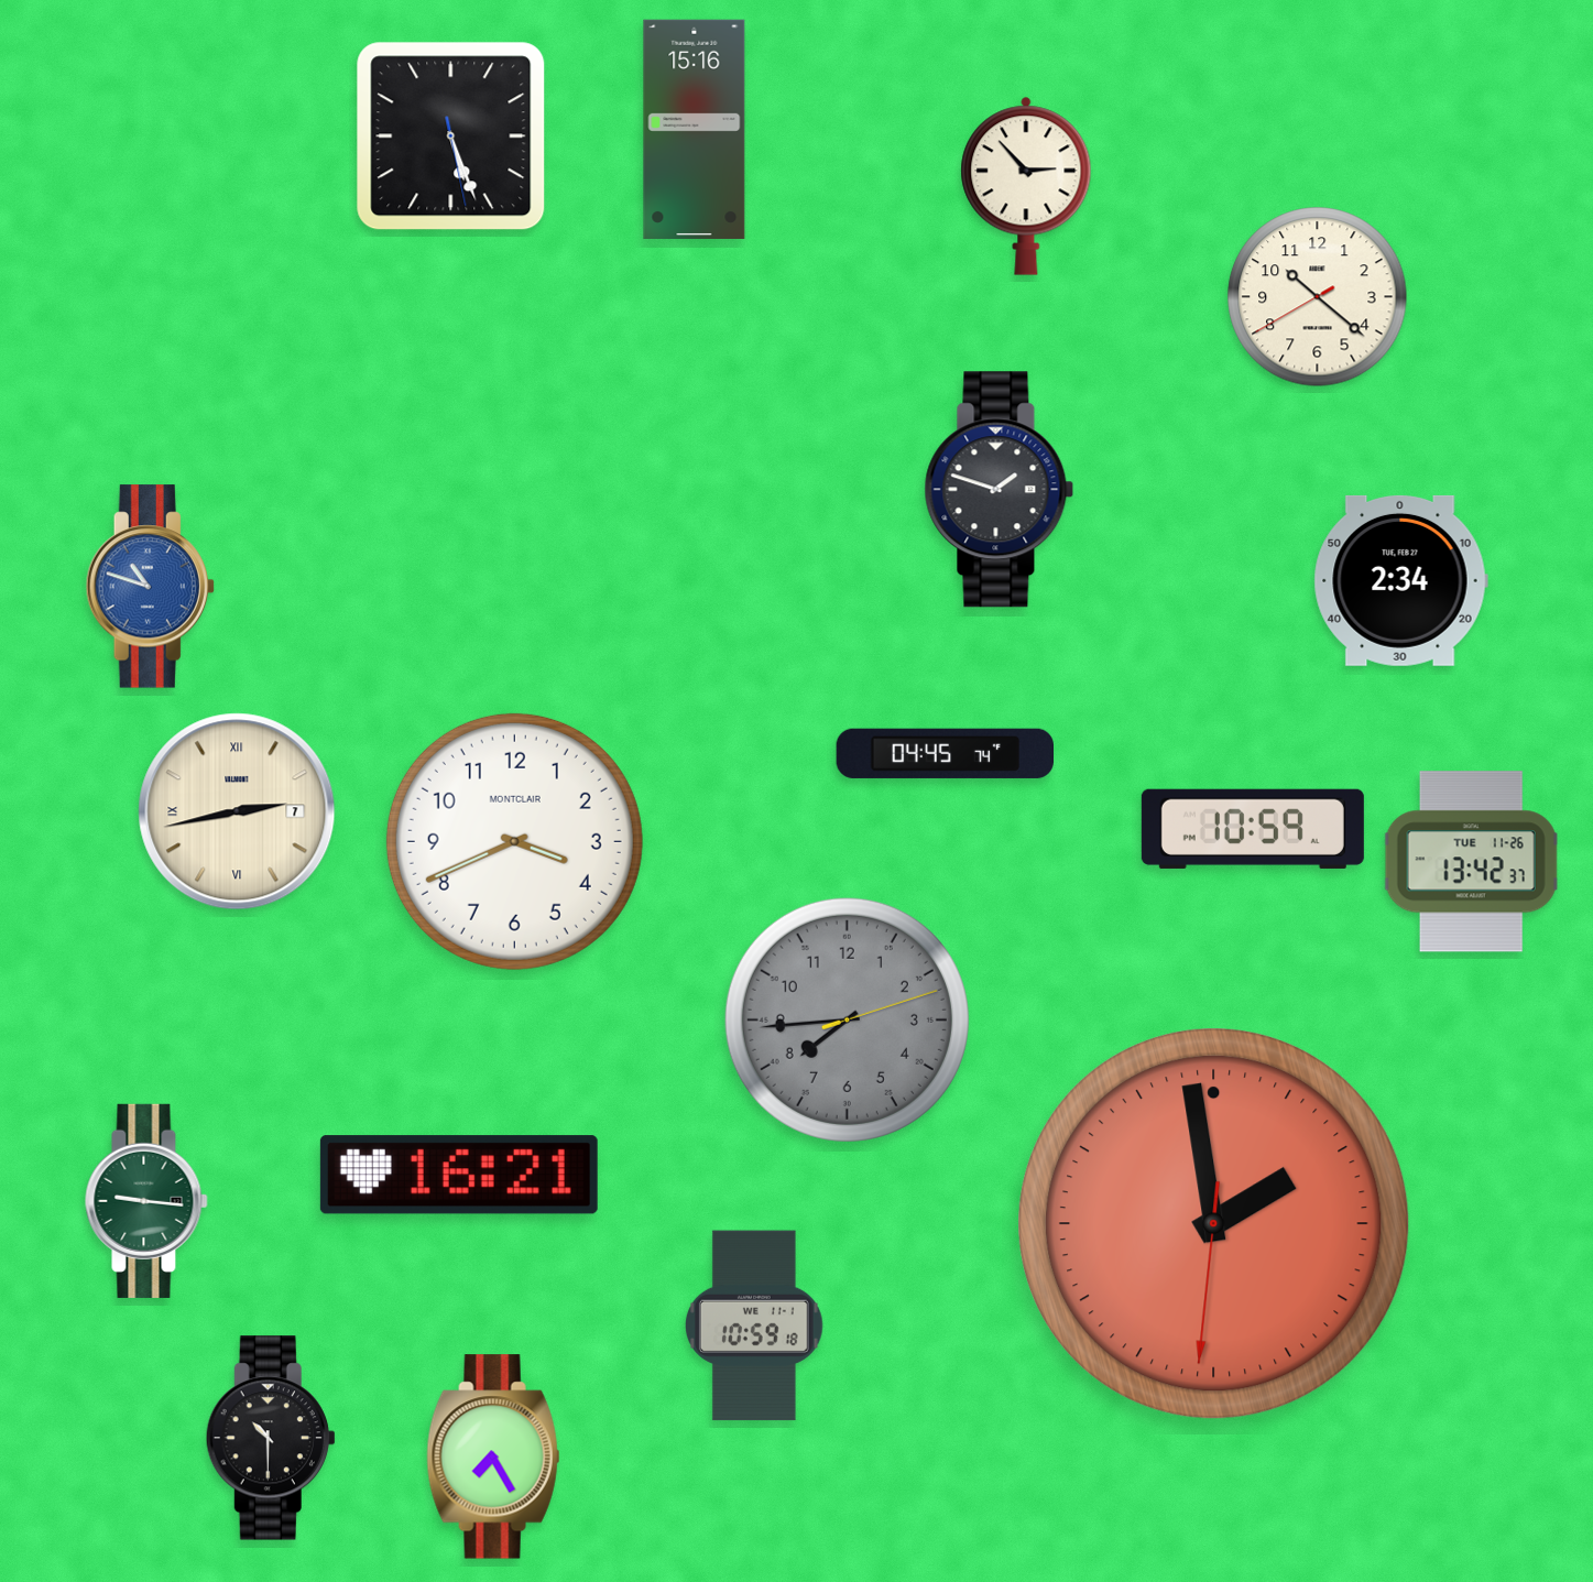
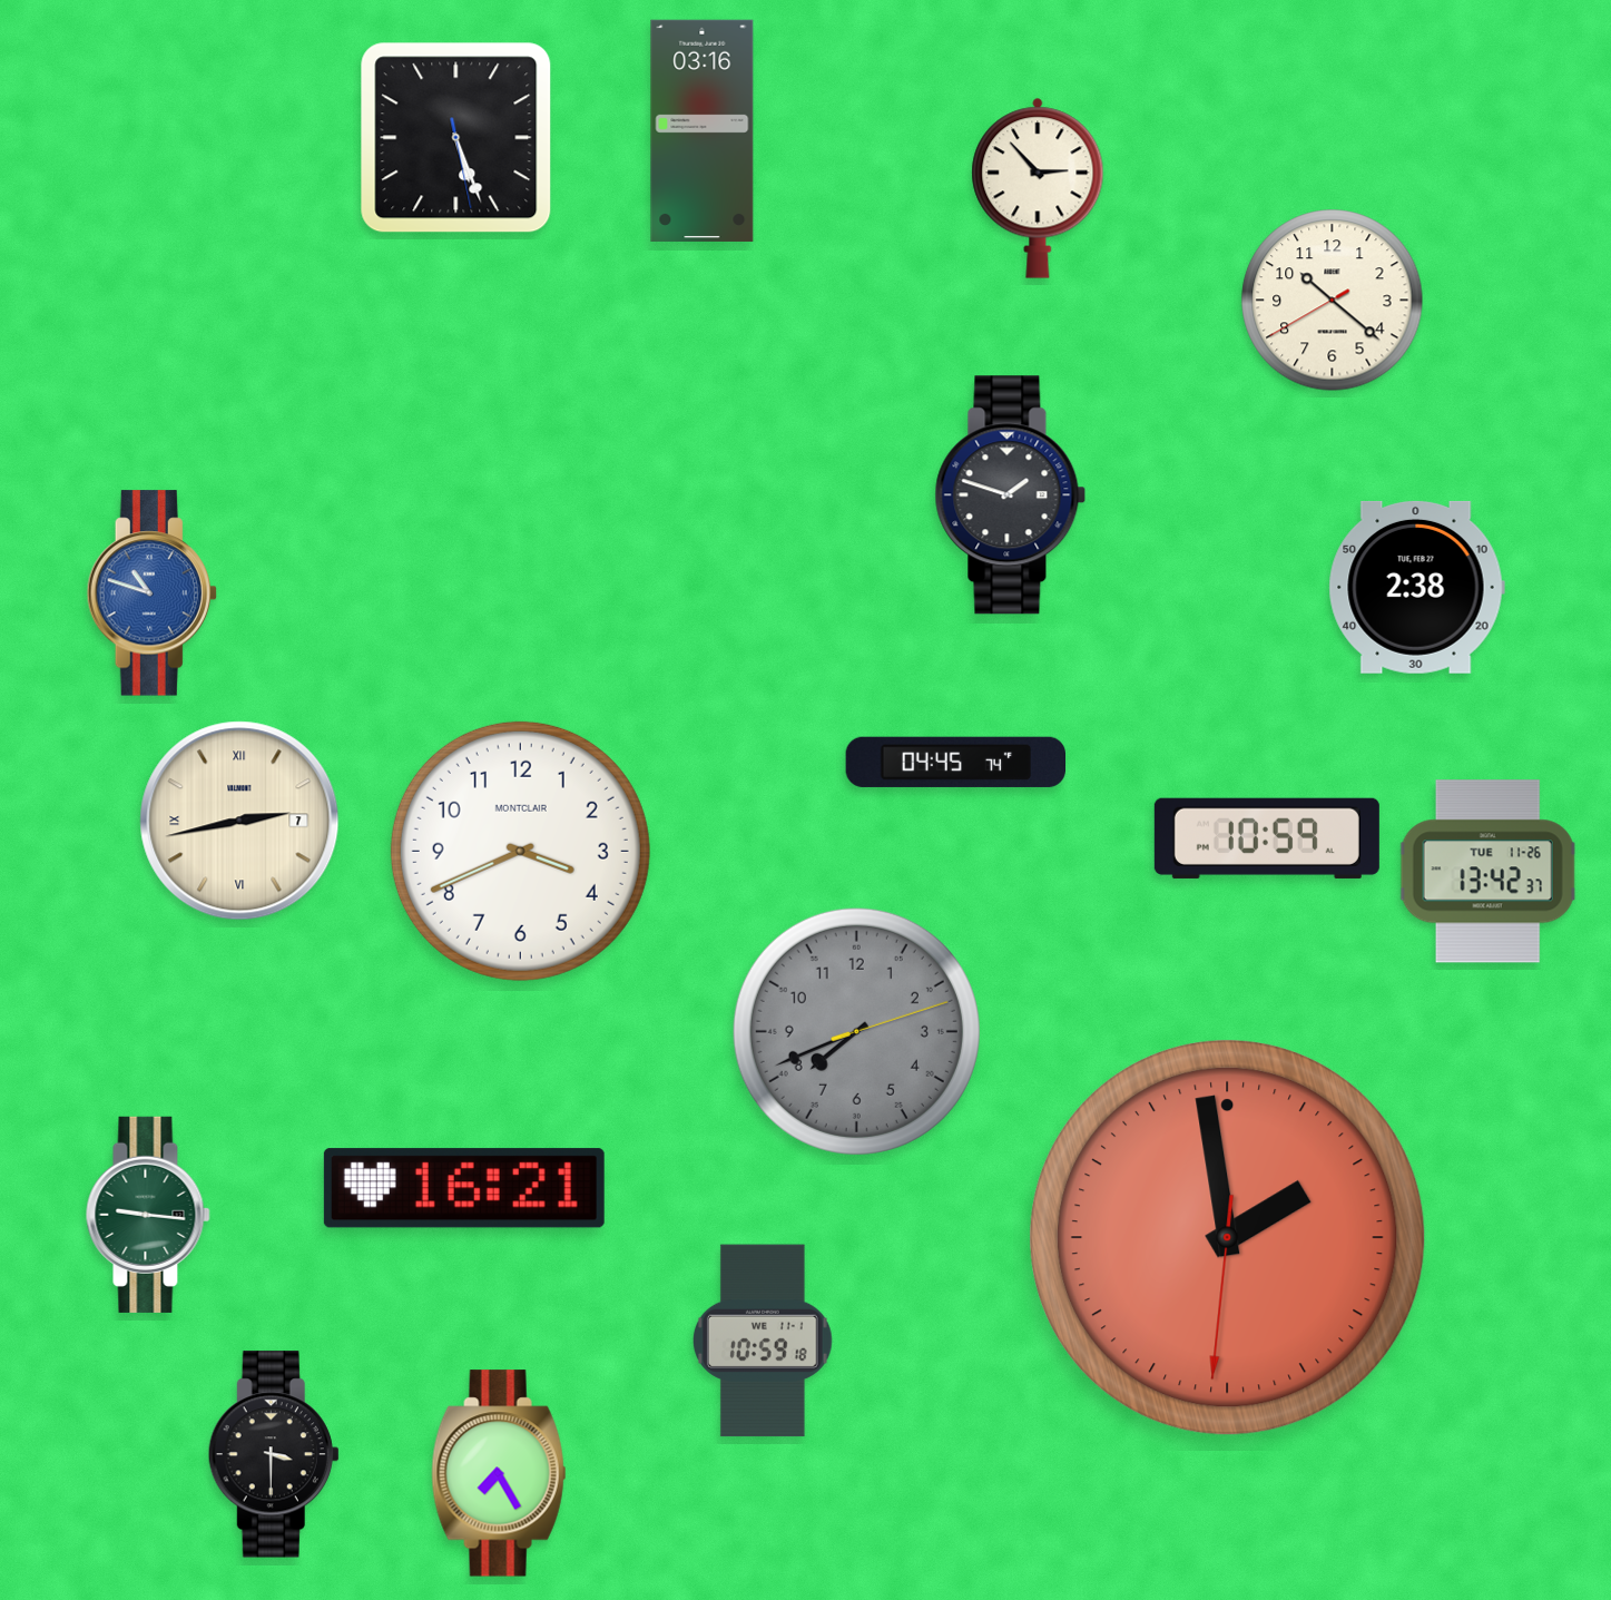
clock at (695, 129): 15:16 -> 03:16
clock at (1400, 580): 2:34 -> 2:38
clock at (847, 1019): 7:44 -> 7:41
clock at (271, 1438): 10:30 -> 3:30
